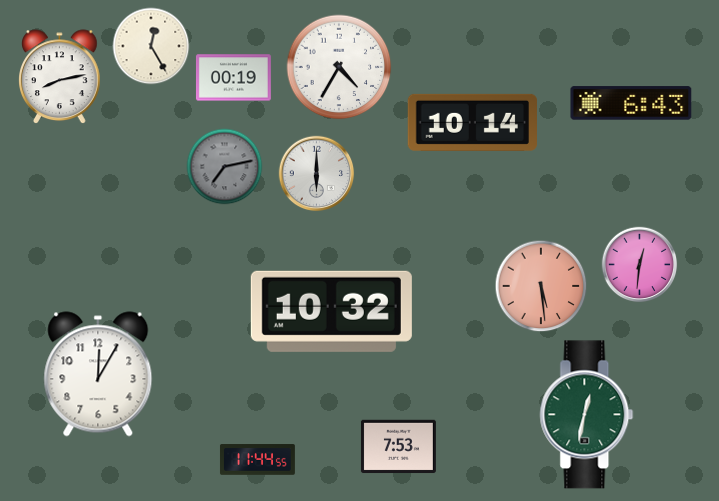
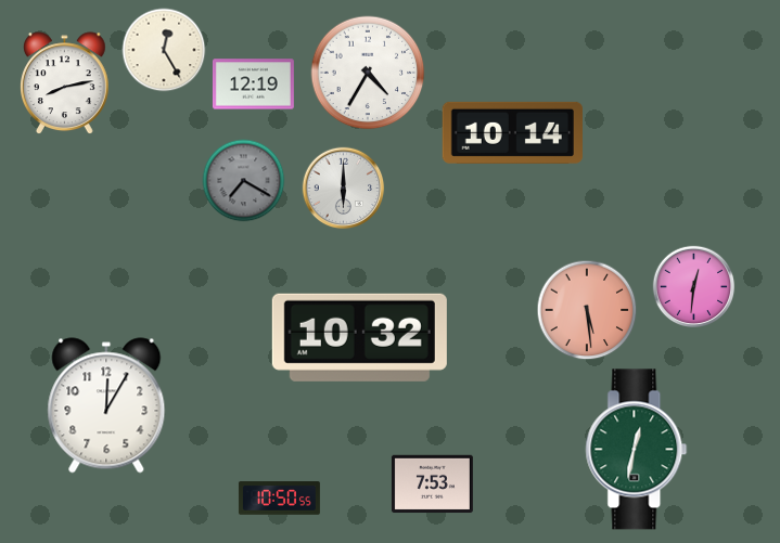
clock at (233, 78): 00:19 -> 12:19
clock at (631, 103): 6:43 -> none
clock at (225, 167): 7:13 -> 7:20
clock at (257, 460): 11:44 -> 10:50
